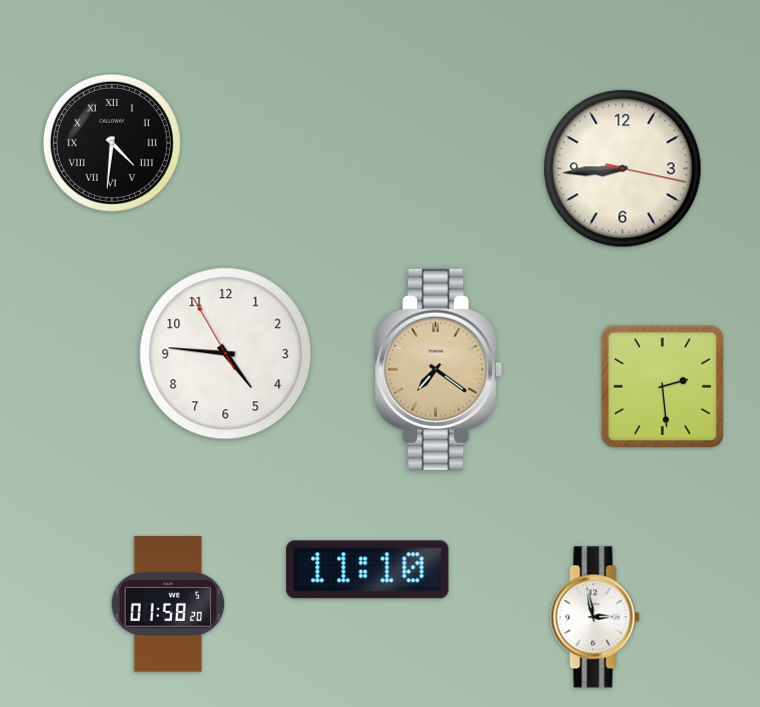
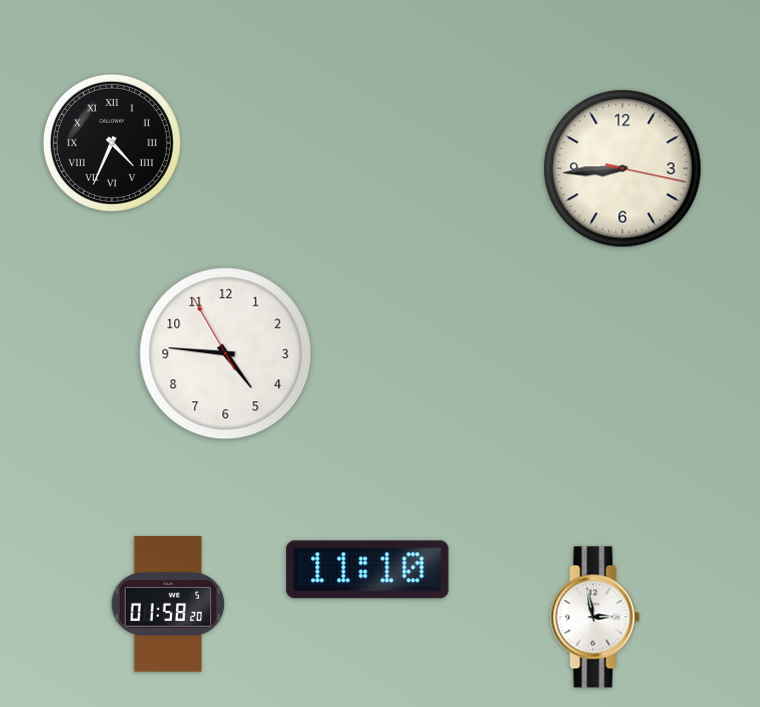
clock at (112, 143): 4:31 -> 4:34
clock at (439, 369): 7:21 -> none
clock at (662, 386): 2:29 -> none
